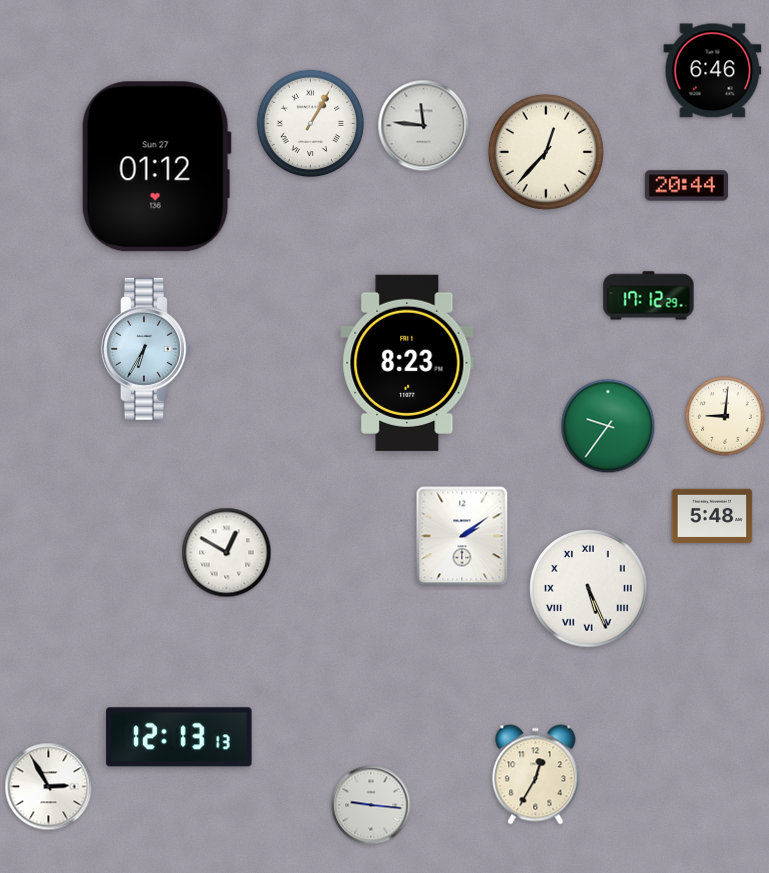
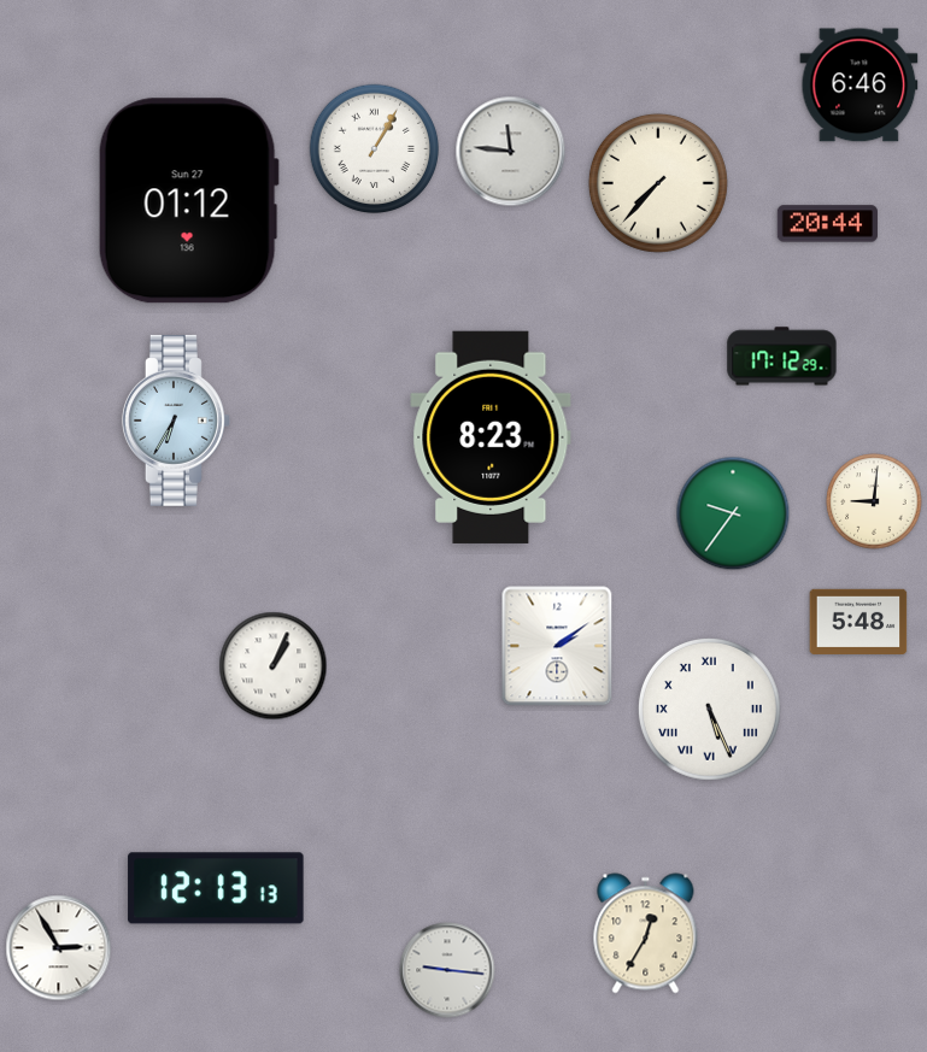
clock at (546, 152): 12:37 -> 7:37
clock at (227, 553): 12:50 -> 1:04
